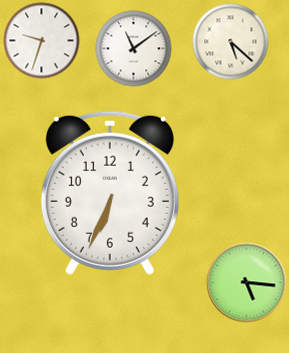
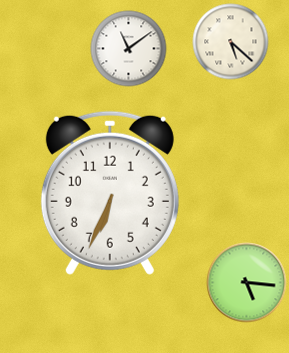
clock at (42, 41): 9:33 -> none
clock at (134, 49) position: (134, 49) -> (129, 49)
